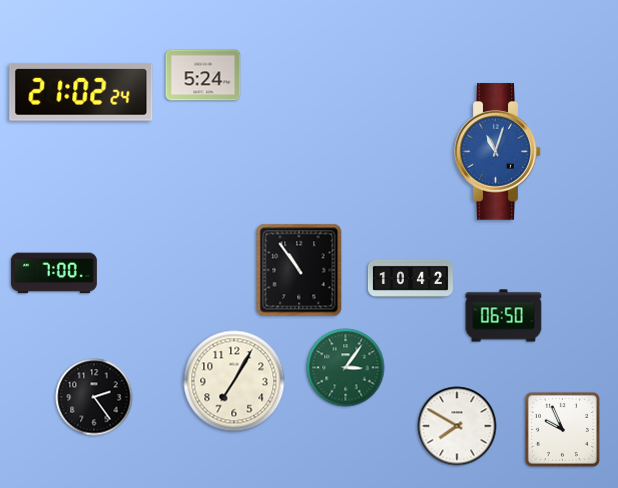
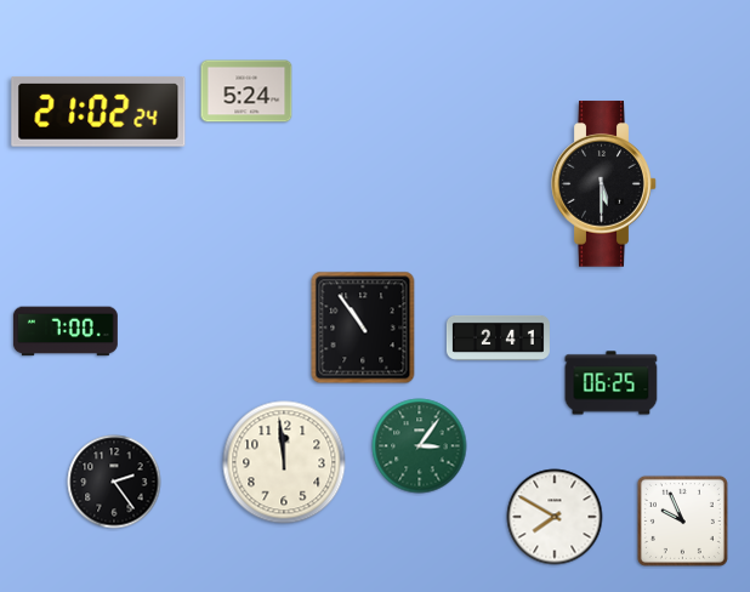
clock at (498, 152): 11:03 -> 5:30
clock at (498, 152) dial: blue -> black
clock at (410, 278): 10:42 -> 2:41
clock at (504, 316): 06:50 -> 06:25
clock at (234, 381): 7:05 -> 11:59
